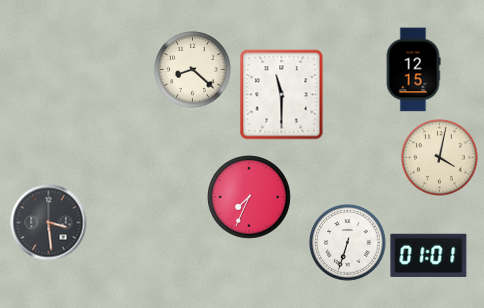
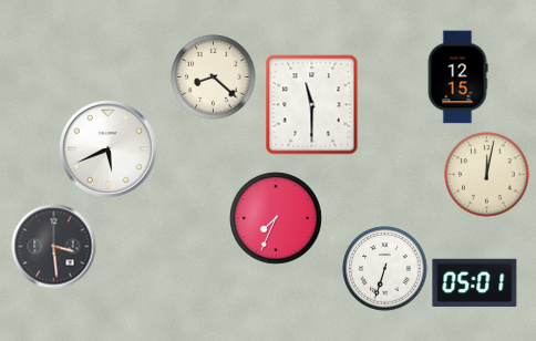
clock at (109, 149): none -> 5:41
clock at (440, 158): 4:02 -> 12:02
clock at (429, 255): 01:01 -> 05:01
